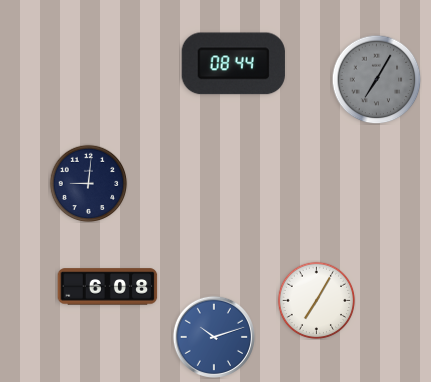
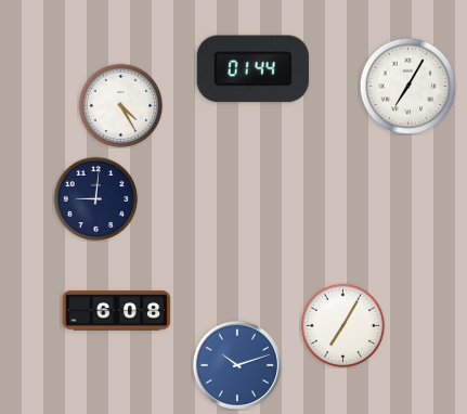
clock at (233, 64): 08:44 -> 01:44
clock at (376, 79) dial: grey -> white
clock at (120, 105): none -> 4:25
clock at (213, 336) position: (213, 336) -> (236, 364)
